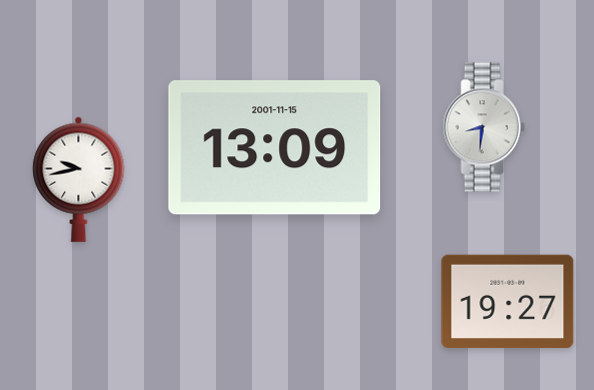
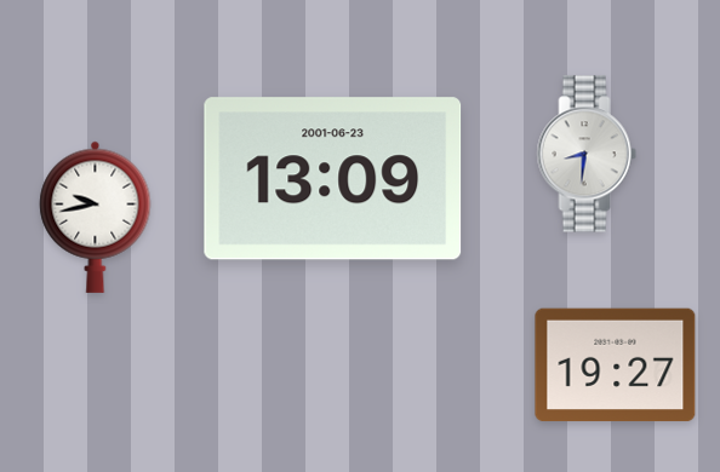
clock at (275, 148) date: 2001-11-15 -> 2001-06-23
